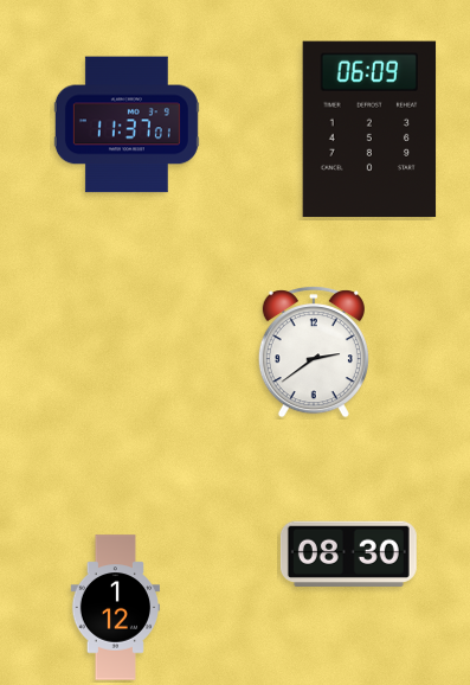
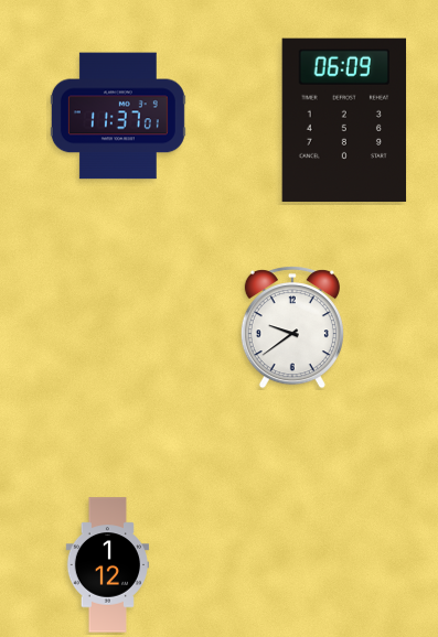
clock at (314, 352): 2:39 -> 9:39
clock at (348, 553): 08:30 -> none
